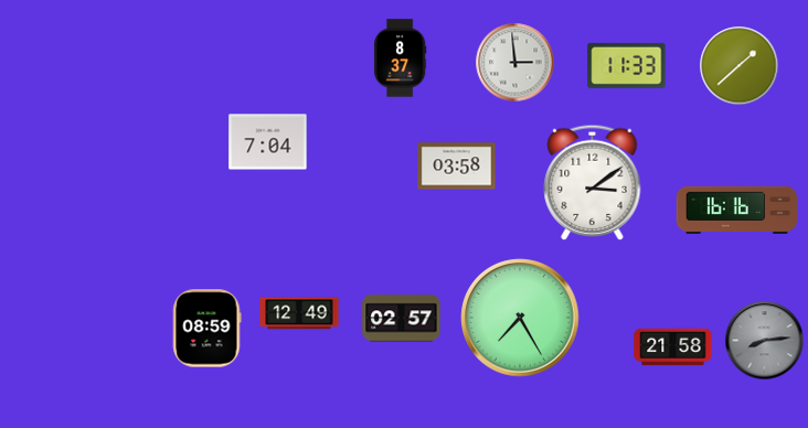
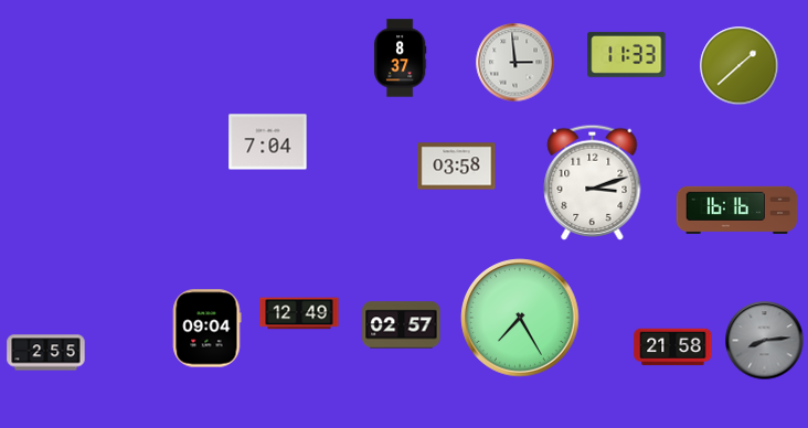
clock at (627, 65) position: (627, 65) -> (627, 54)
clock at (593, 182): 3:09 -> 3:12
clock at (402, 319) position: (402, 319) -> (402, 325)
clock at (208, 329): 08:59 -> 09:04
clock at (46, 353): none -> 2:55
